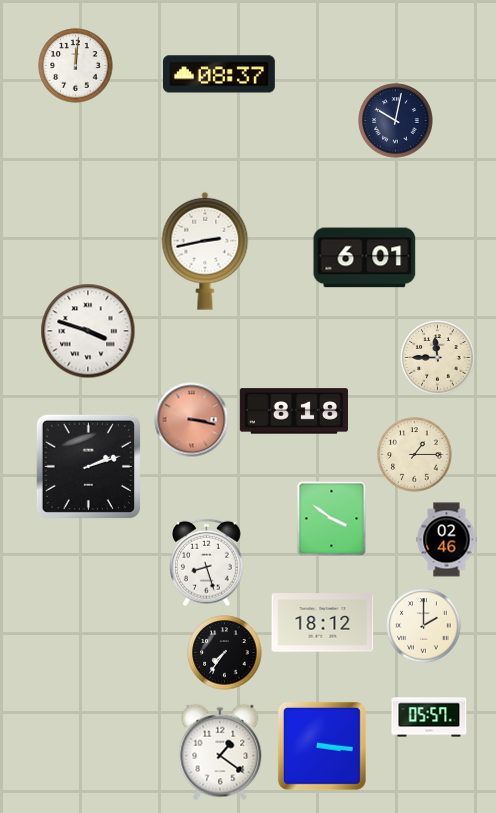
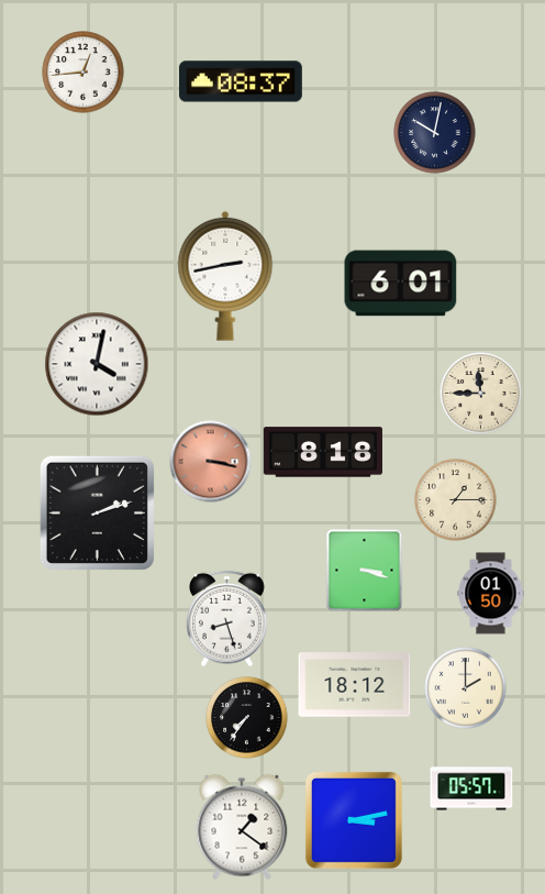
clock at (76, 66): 12:01 -> 12:44
clock at (88, 331): 3:48 -> 4:02
clock at (332, 519): 3:51 -> 3:18
clock at (447, 540): 02:46 -> 01:50
clock at (322, 746): 3:16 -> 3:13
